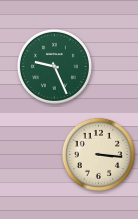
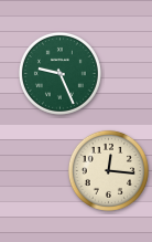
clock at (98, 154): 3:16 -> 12:16
